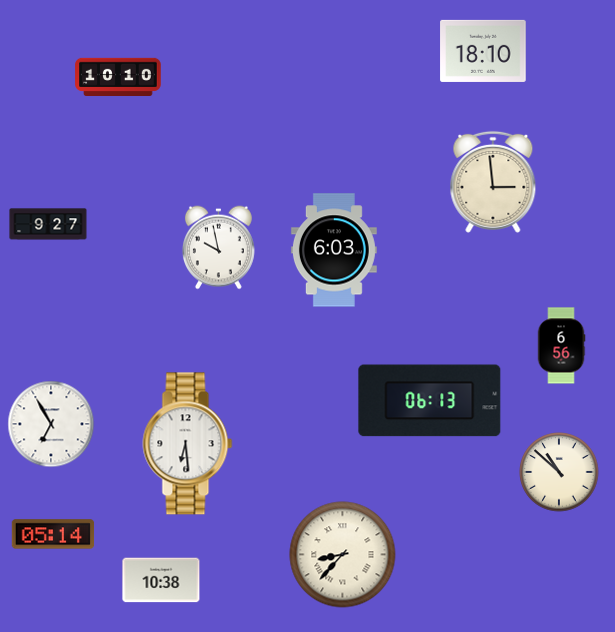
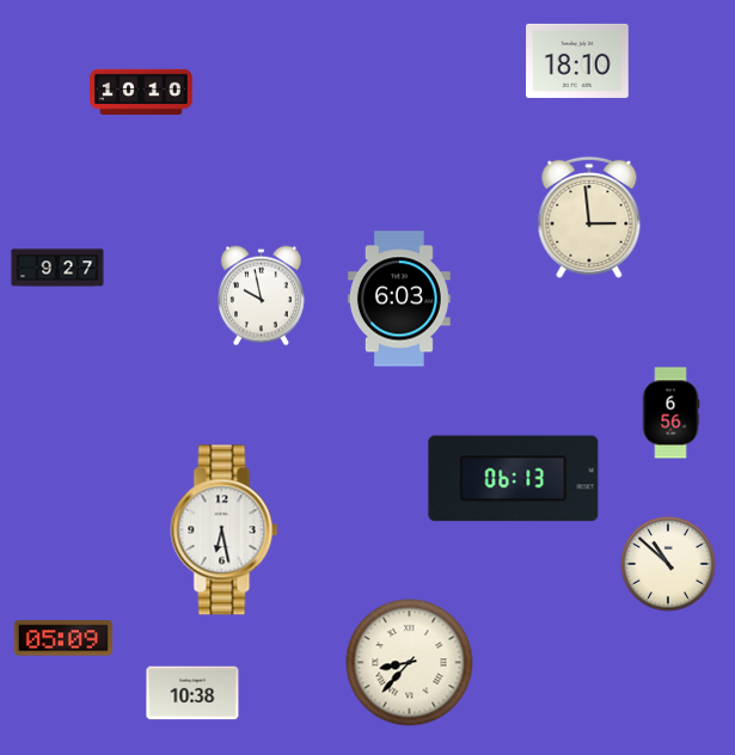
clock at (51, 424): 6:55 -> none
clock at (188, 444): 6:29 -> 6:28
clock at (53, 534): 05:14 -> 05:09
